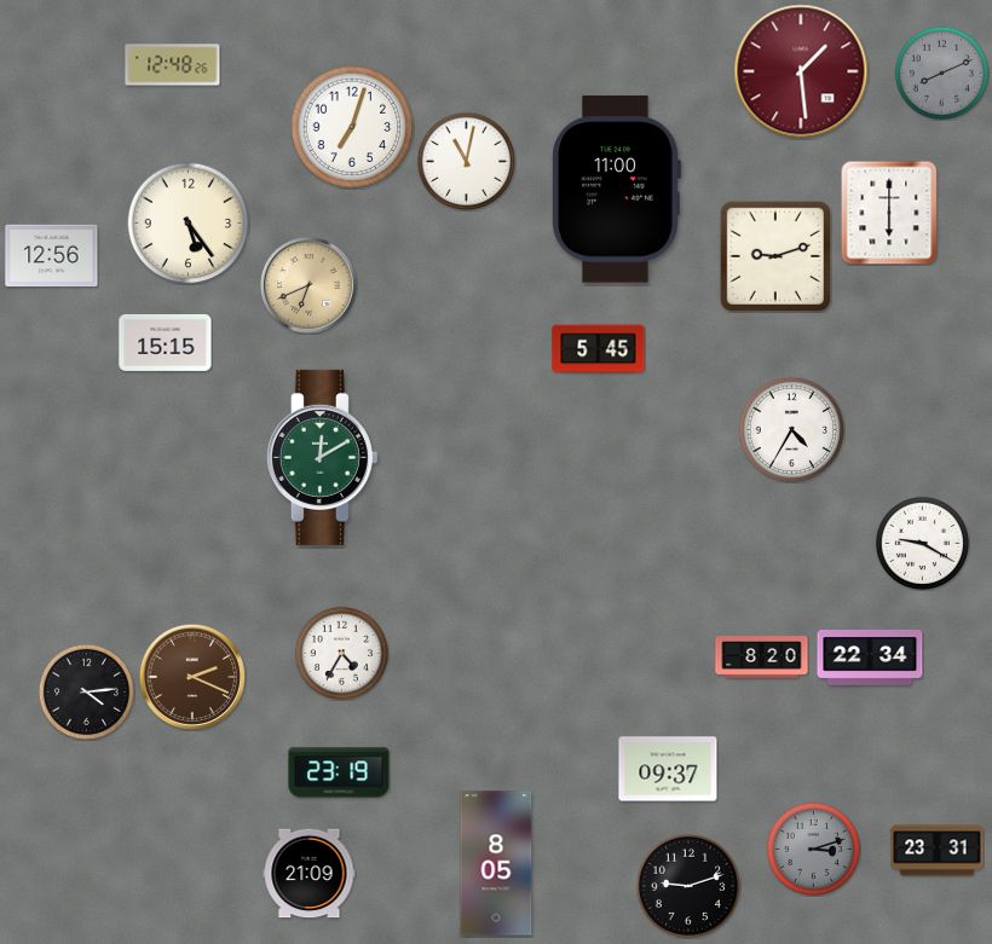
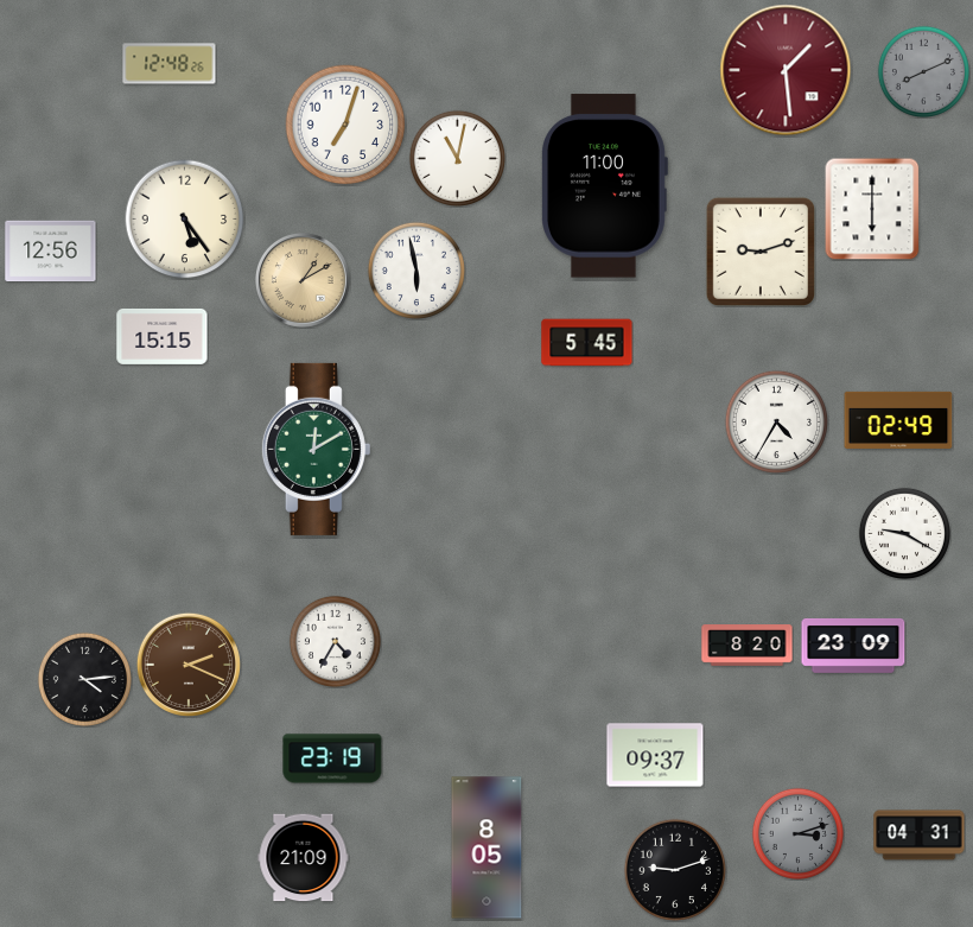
clock at (416, 271): none -> 5:58
clock at (308, 285): 6:41 -> 1:10
clock at (898, 420): none -> 02:49
clock at (870, 658): 22:34 -> 23:09
clock at (938, 851): 23:31 -> 04:31
